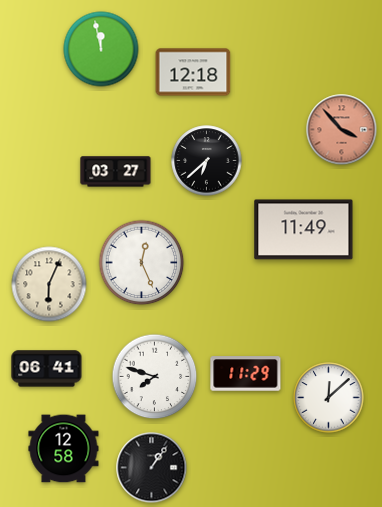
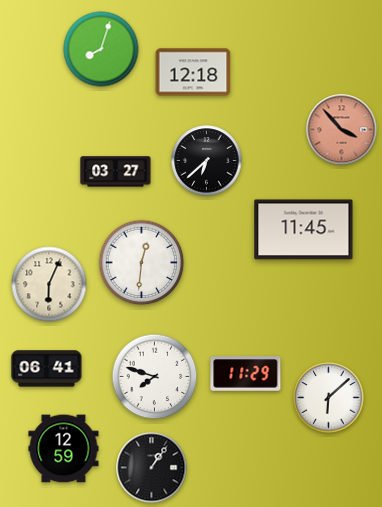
clock at (101, 49): 11:58 -> 8:03
clock at (304, 230): 11:49 -> 11:45
clock at (142, 263): 12:26 -> 12:31
clock at (329, 398): 12:08 -> 6:08
clock at (64, 449): 12:58 -> 12:59
